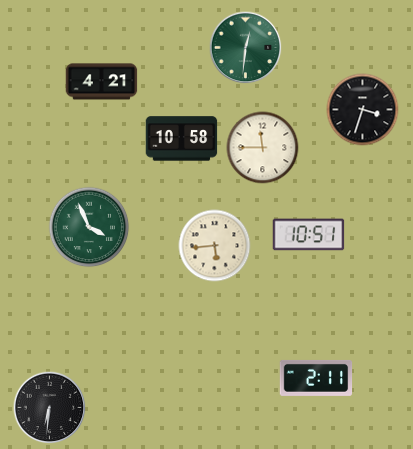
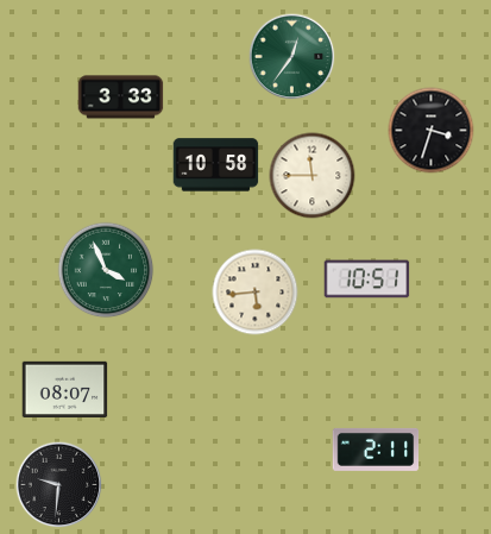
clock at (246, 48): 12:31 -> 12:36
clock at (102, 82): 4:21 -> 3:33
clock at (65, 389): none -> 08:07
clock at (50, 408): 6:31 -> 9:31
